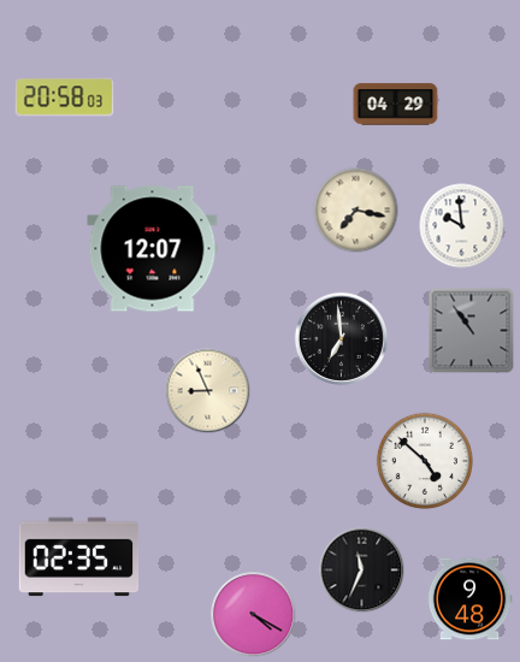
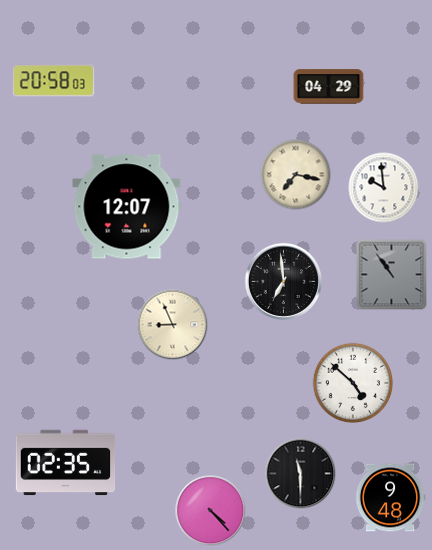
clock at (362, 571): 11:34 -> 11:30
clock at (254, 615): 4:20 -> 4:23
